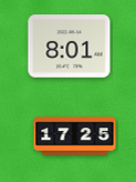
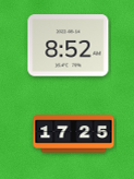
clock at (70, 47): 8:01 -> 8:52
